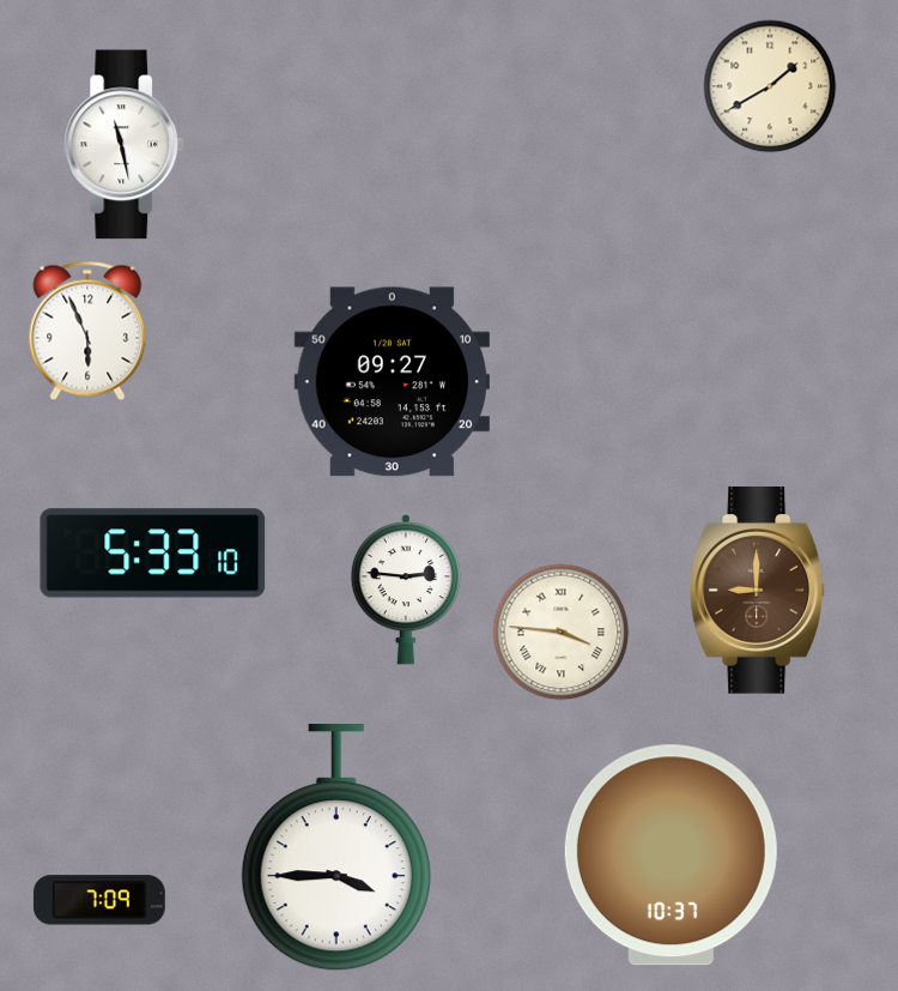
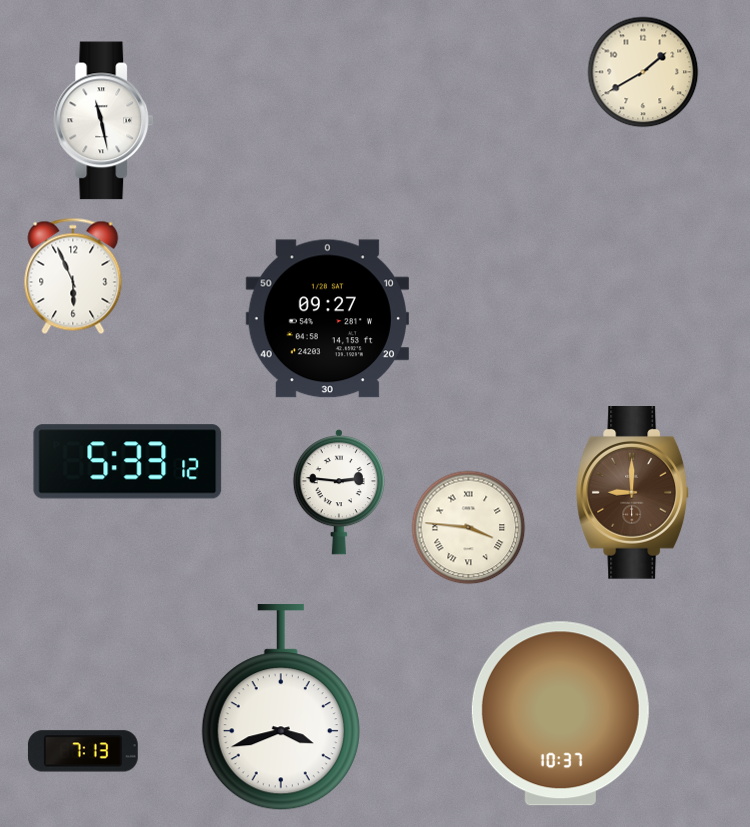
clock at (153, 554): 5:33:10 -> 5:33:12
clock at (336, 848): 3:45 -> 3:42
clock at (99, 900): 7:09 -> 7:13
